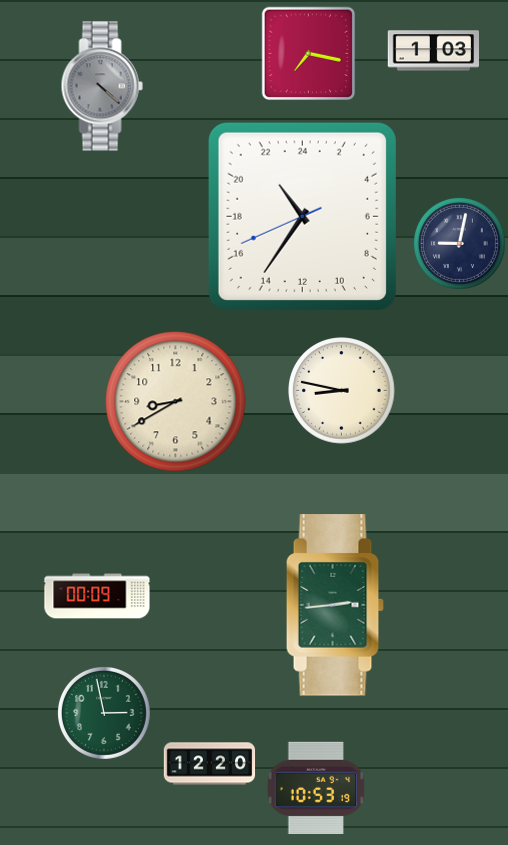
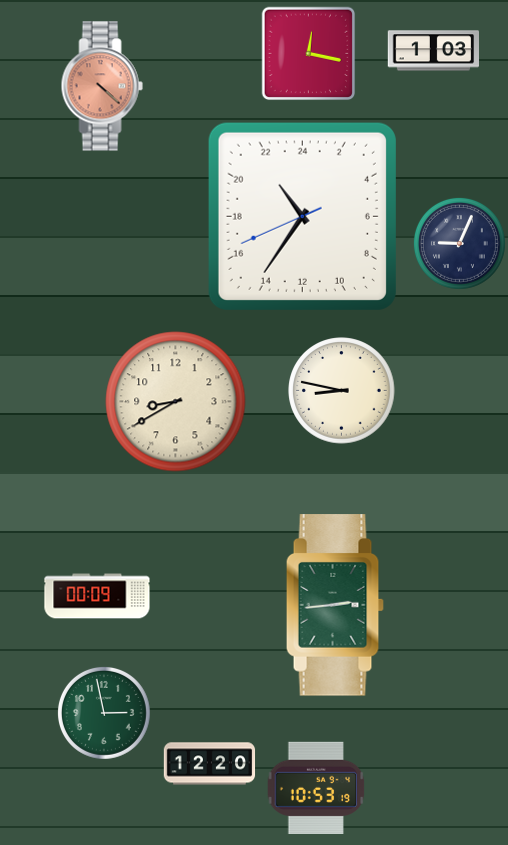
clock at (309, 54): 7:17 -> 12:17
clock at (102, 86) dial: grey -> salmon
clock at (459, 243): 9:02 -> 9:04
